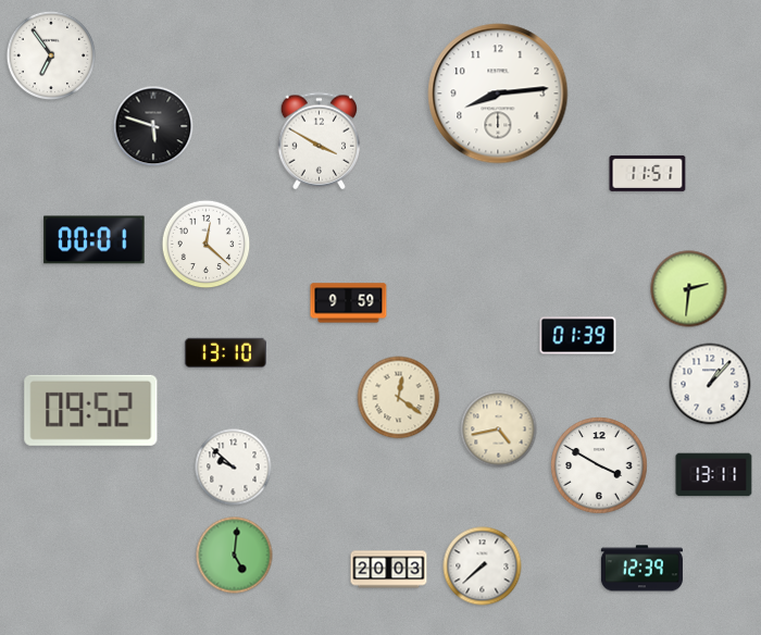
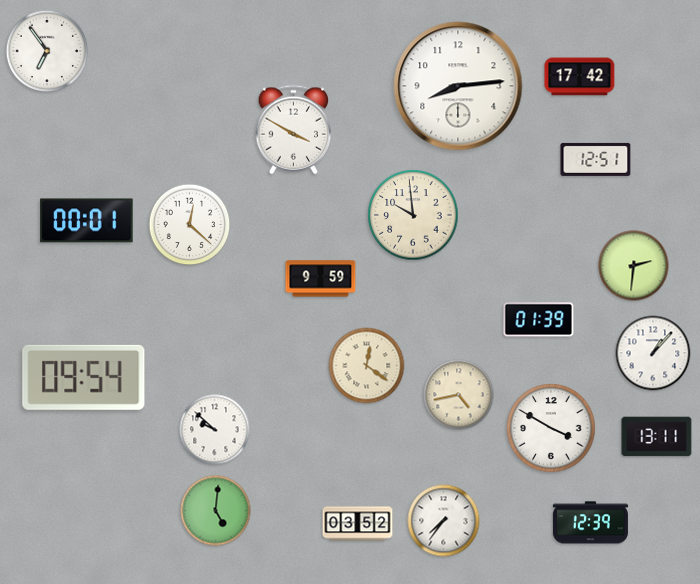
clock at (580, 77): none -> 17:42
clock at (153, 126): 5:48 -> none
clock at (648, 173): 11:51 -> 12:51
clock at (413, 215): none -> 9:59
clock at (578, 336) position: (578, 336) -> (539, 320)
clock at (225, 353): 13:10 -> none
clock at (91, 410): 09:52 -> 09:54
clock at (483, 566): 7:38 -> 7:36
clock at (389, 570): 20:03 -> 03:52
